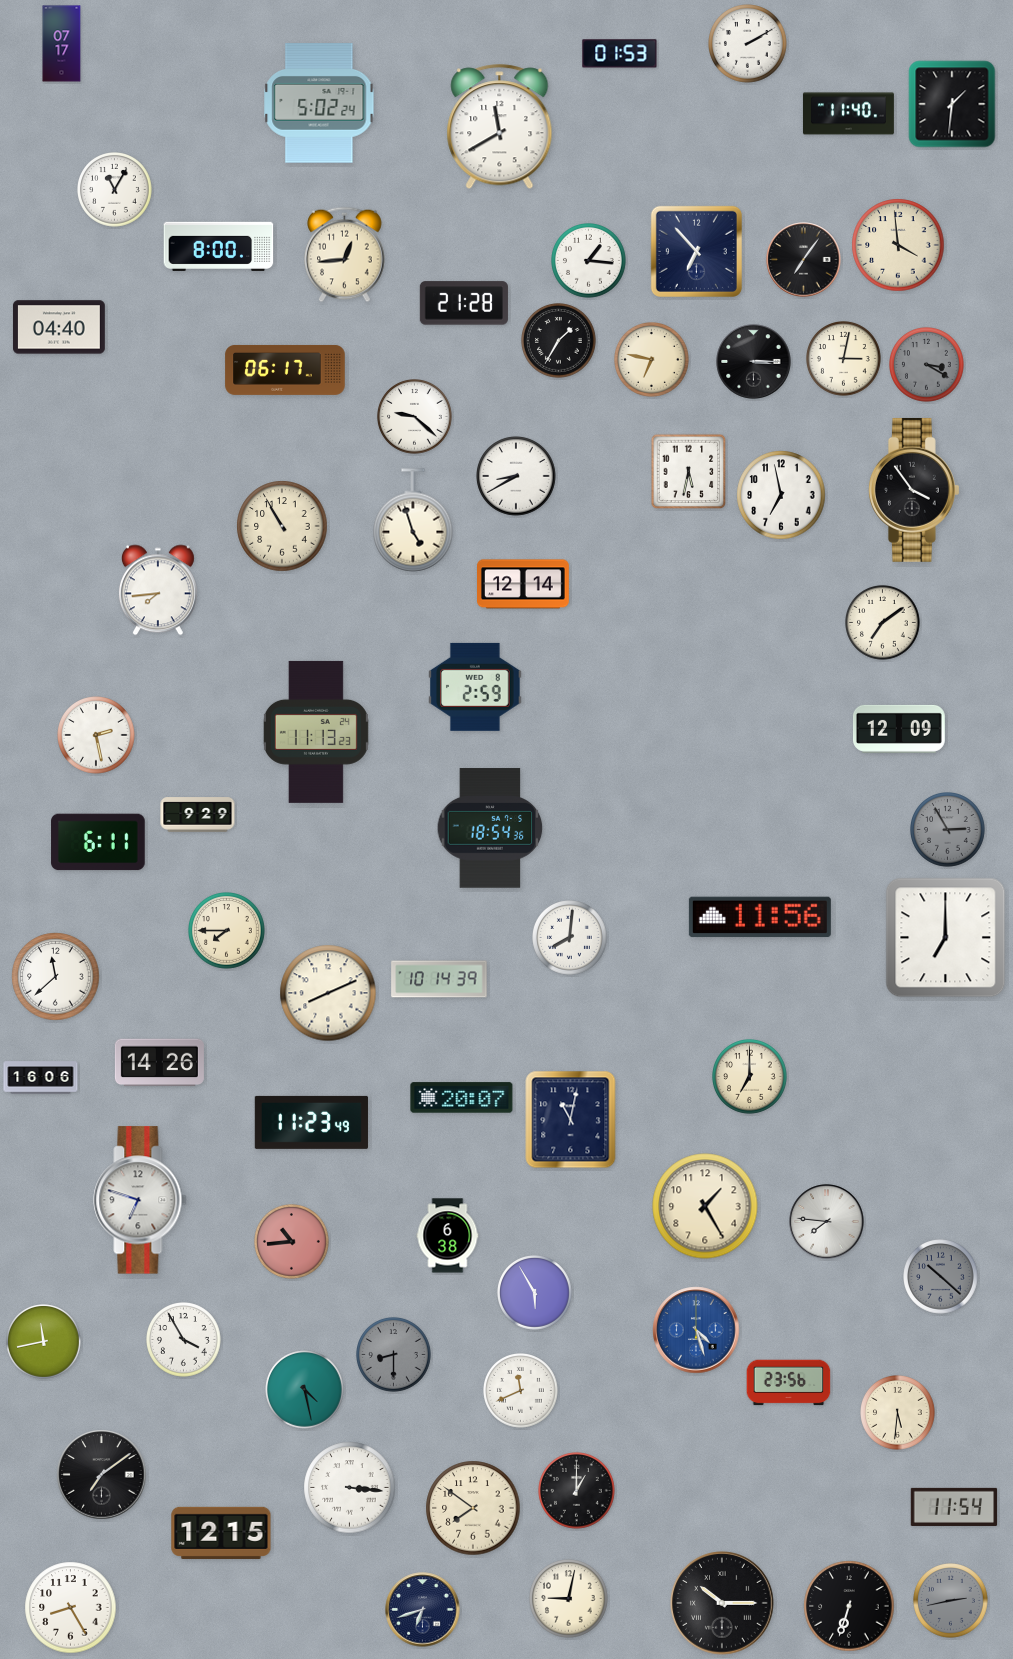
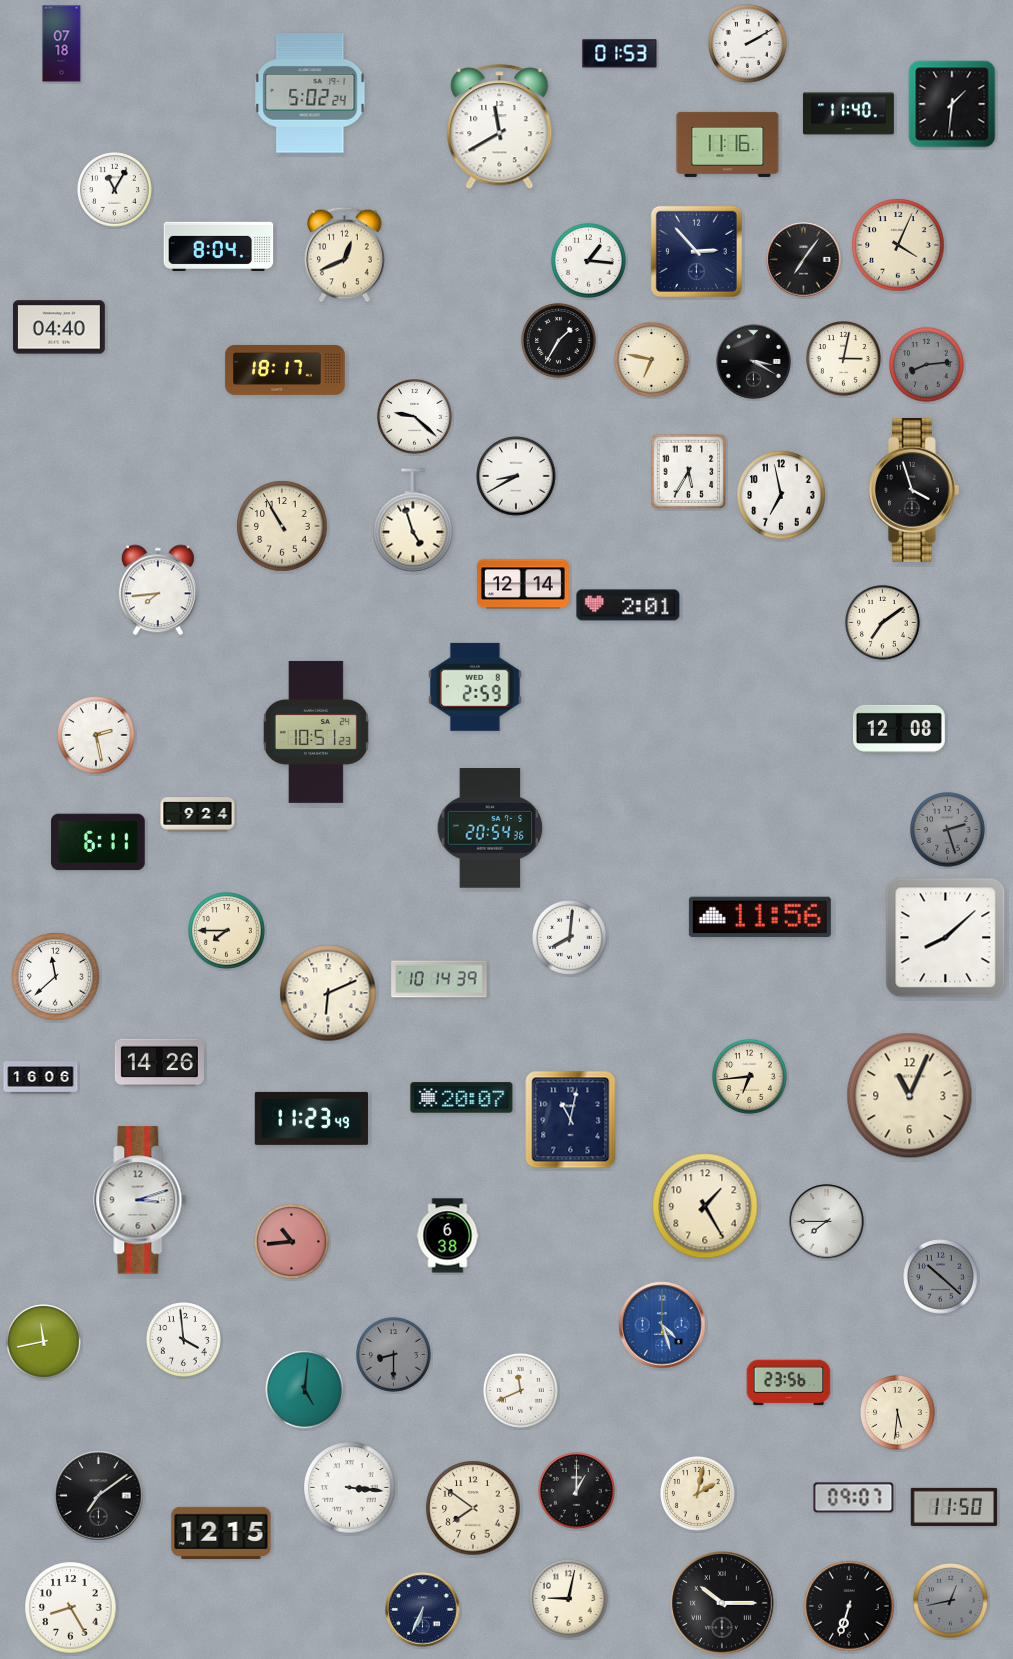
clock at (62, 44): 07:17 -> 07:18
clock at (319, 103) position: (319, 103) -> (310, 93)
clock at (728, 144): none -> 11:16
clock at (898, 245): 3:59 -> 4:04
clock at (219, 246): 8:00 -> 8:04
clock at (696, 251): 6:53 -> 2:53
clock at (345, 255): 12:44 -> 12:41
clock at (464, 303): 21:28 -> none
clock at (754, 362): 3:15 -> 3:20
clock at (927, 365): 3:20 -> 8:14
clock at (285, 370): 06:17 -> 18:17
clock at (689, 472): 5:32 -> 5:35
clock at (914, 490): 3:54 -> 3:57
clock at (628, 605): none -> 2:01
clock at (899, 729): 12:09 -> 12:08
clock at (316, 732): 11:13 -> 10:51
clock at (198, 815): 9:29 -> 9:24
clock at (490, 828): 18:54 -> 20:54
clock at (948, 830): 2:55 -> 2:27
clock at (946, 938): 7:00 -> 8:08
clock at (328, 993): 8:11 -> 6:11
clock at (750, 1077): 7:00 -> 6:44
clock at (910, 1096): none -> 11:04
clock at (311, 1122) position: (311, 1122) -> (311, 1118)
clock at (140, 1200): 6:48 -> 3:12
clock at (827, 1222): 7:46 -> 7:45
clock at (535, 1293): 5:55 -> none
clock at (696, 1330) position: (696, 1330) -> (662, 1325)
clock at (184, 1340): 3:55 -> 3:59
clock at (305, 1390): 4:28 -> 5:01
clock at (102, 1475) position: (102, 1475) -> (99, 1496)
clock at (698, 1494): none -> 2:02
clock at (854, 1498): none -> 09:07
clock at (954, 1507): 11:54 -> 11:50
clock at (951, 1601): 2:43 -> 12:43
clock at (423, 1610): 6:42 -> 6:34
